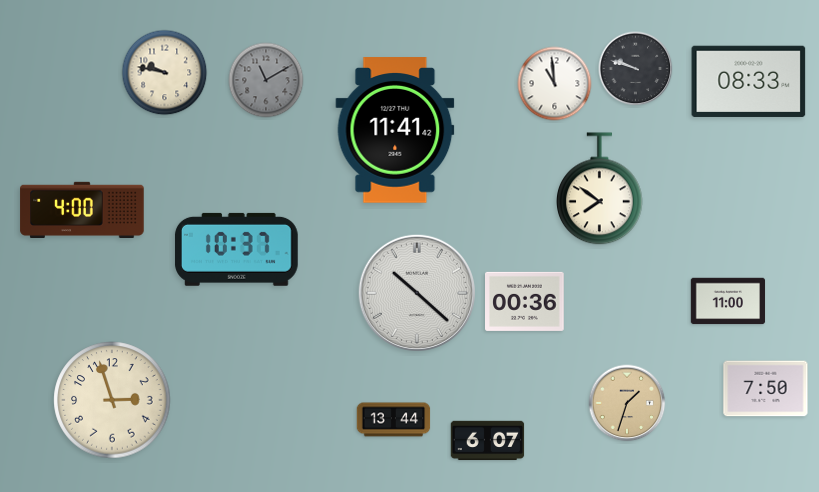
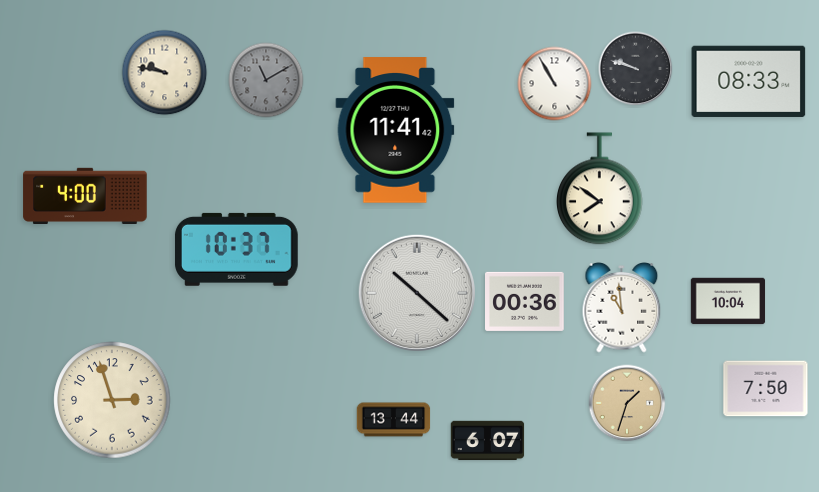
clock at (555, 84): 10:59 -> 10:55
clock at (82, 209) position: (82, 209) -> (85, 195)
clock at (728, 301): 11:00 -> 10:04
clock at (622, 308): none -> 10:59
